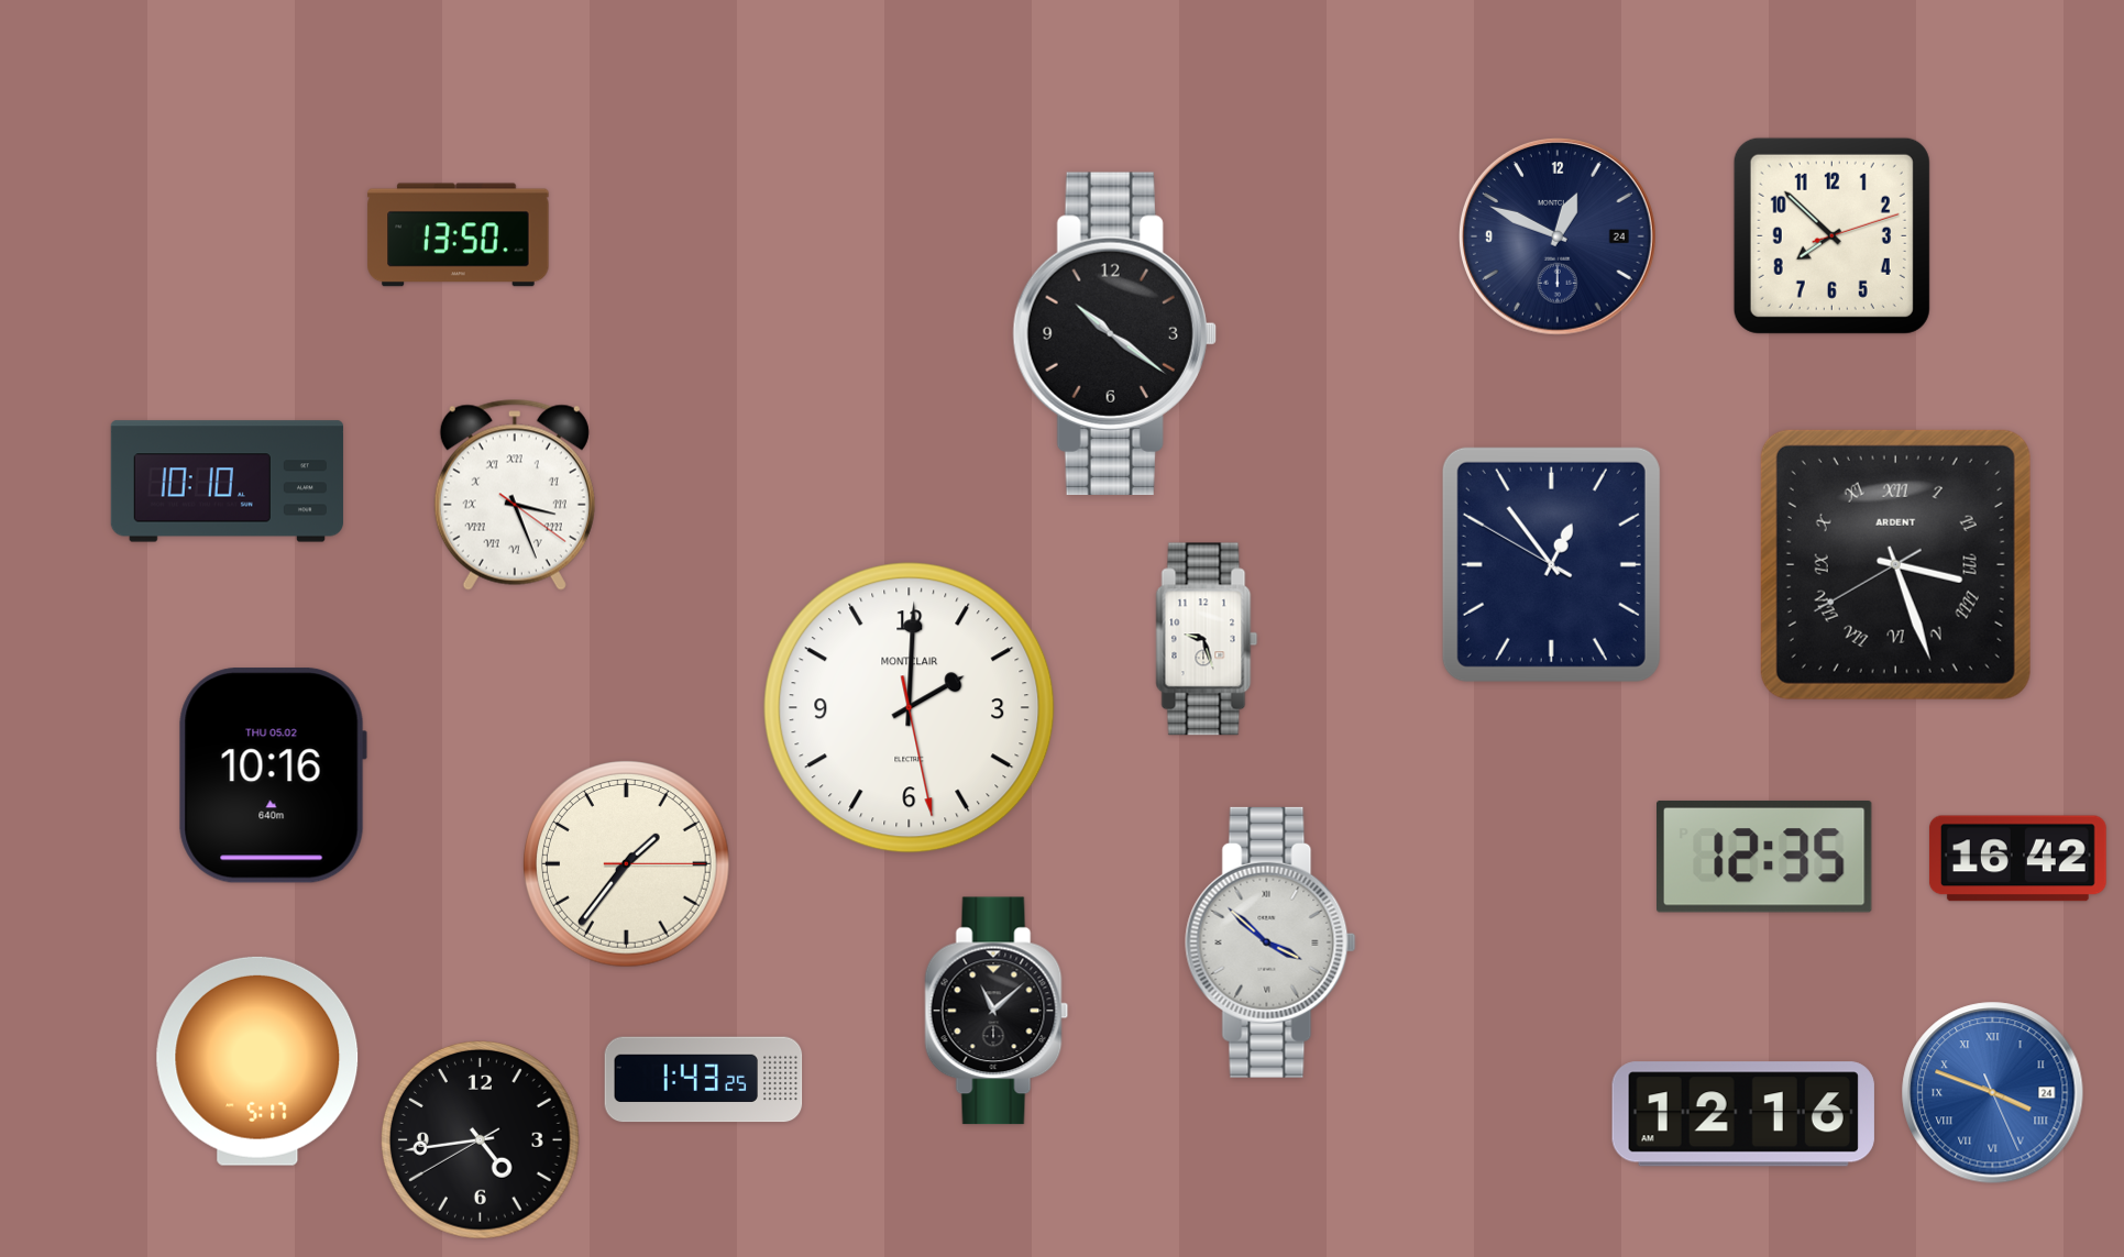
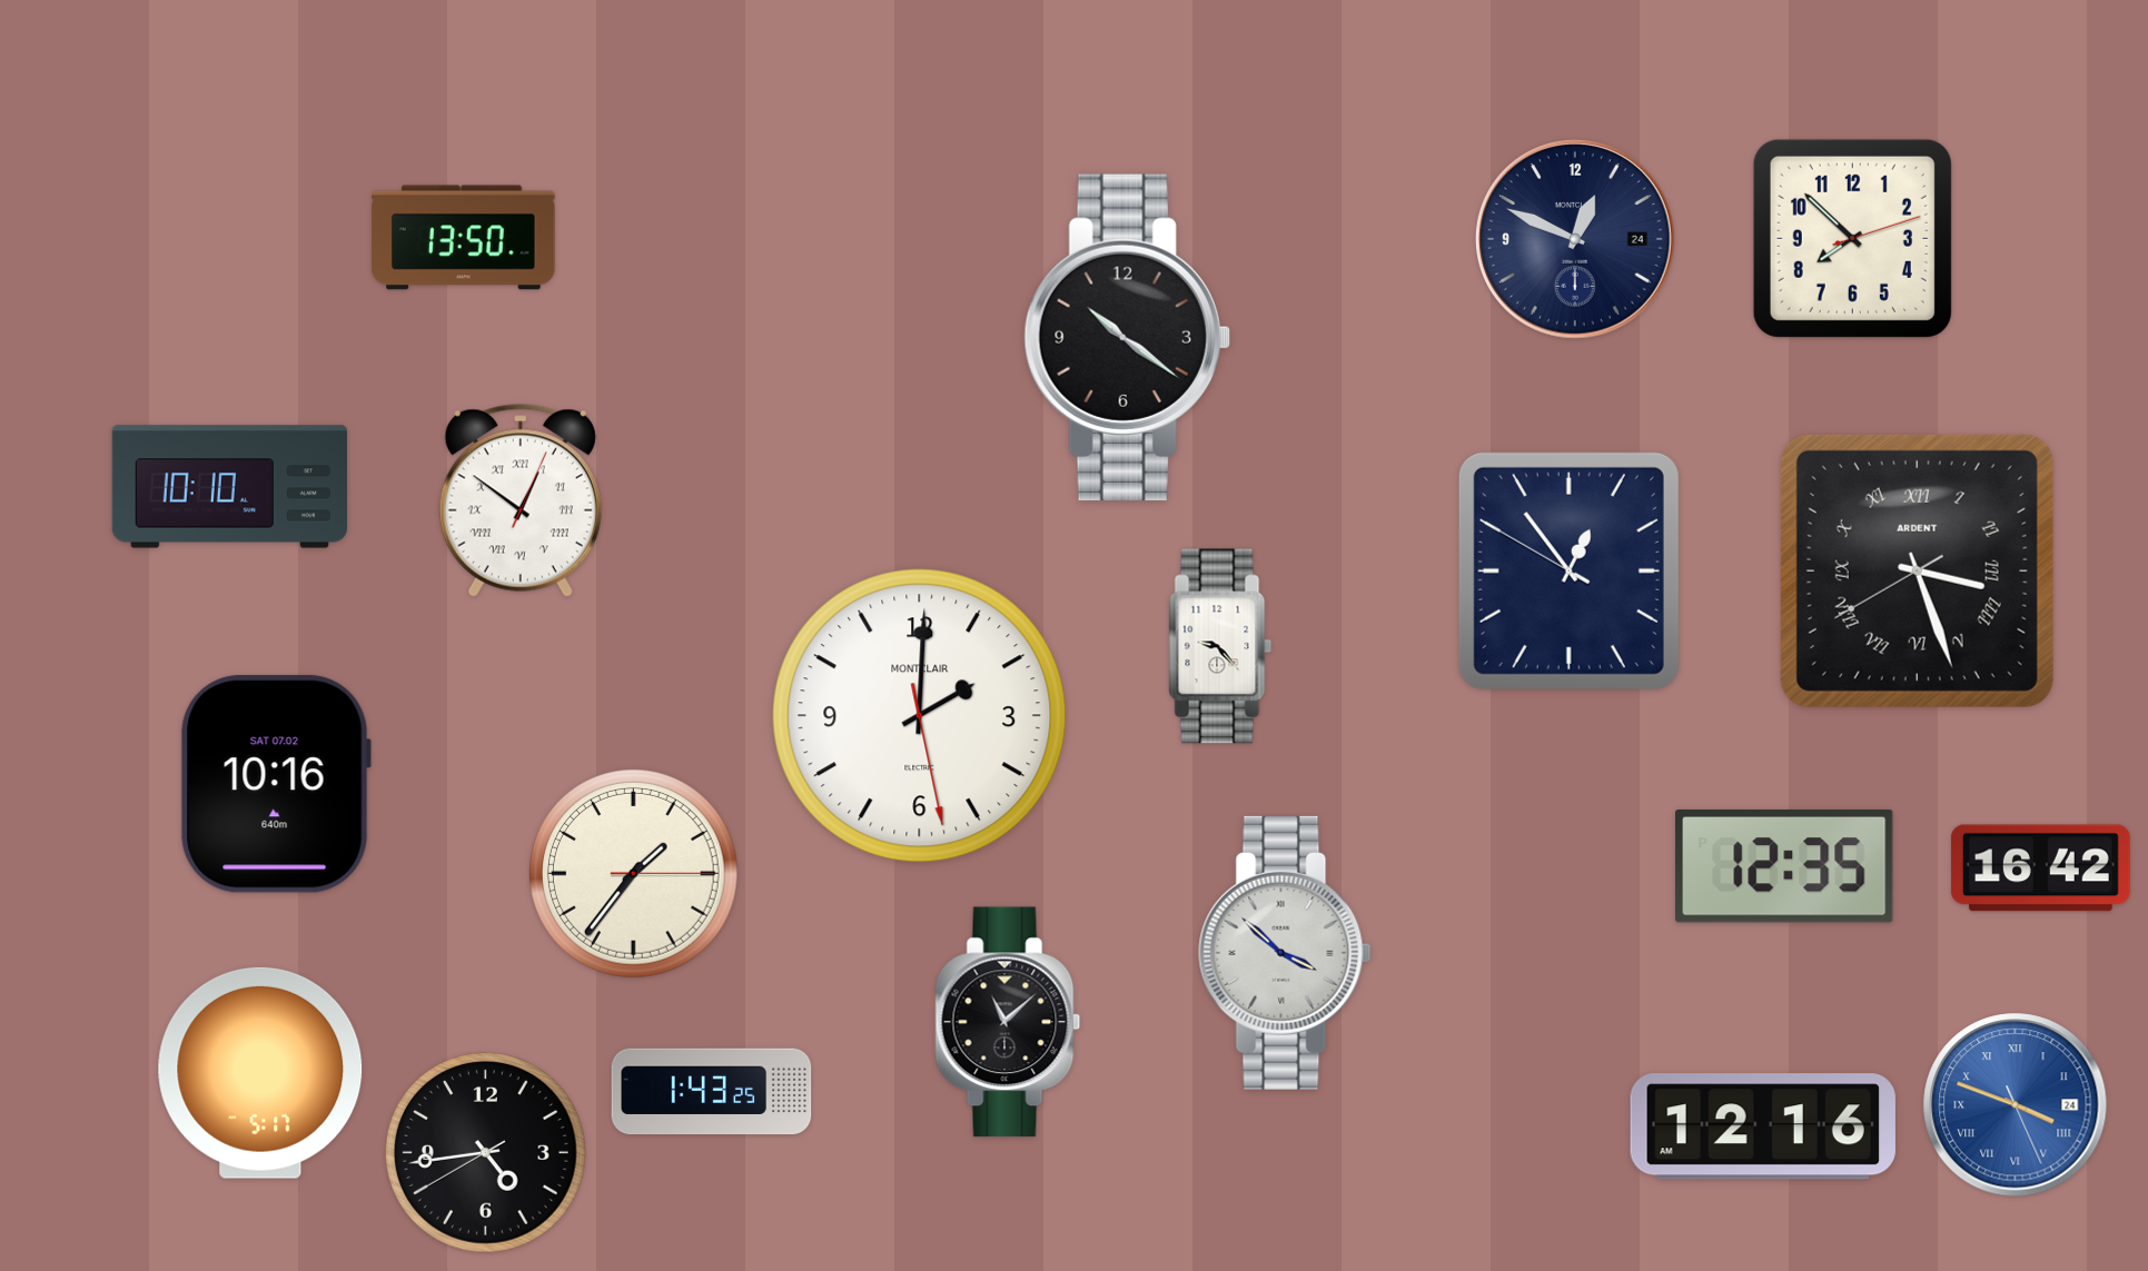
clock at (515, 495): 3:26 -> 12:51
clock at (1207, 639): 9:27 -> 9:23
clock at (273, 775) date: THU 05.02 -> SAT 07.02
